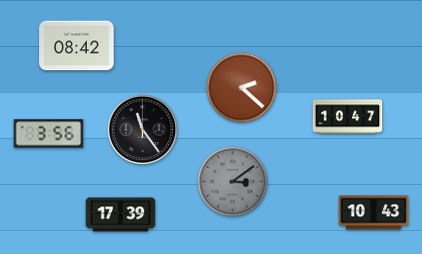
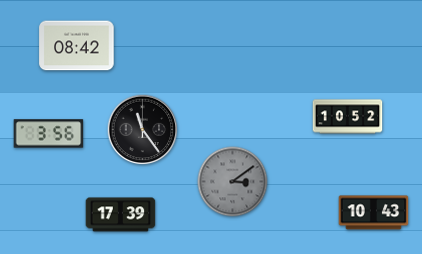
clock at (242, 88): 2:22 -> none
clock at (348, 117): 10:47 -> 10:52
